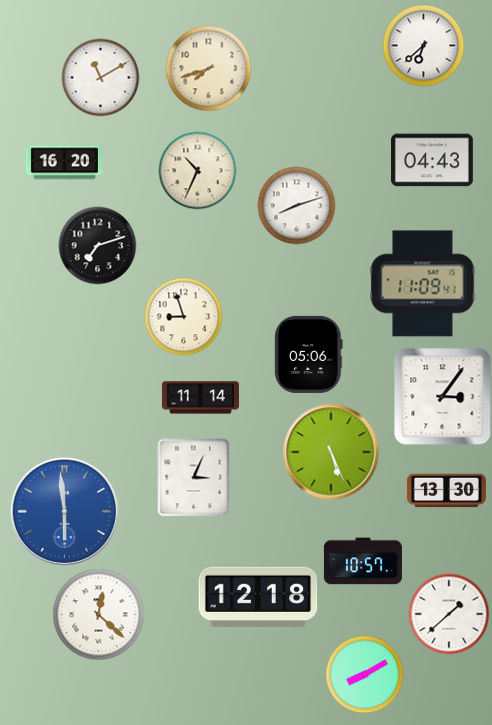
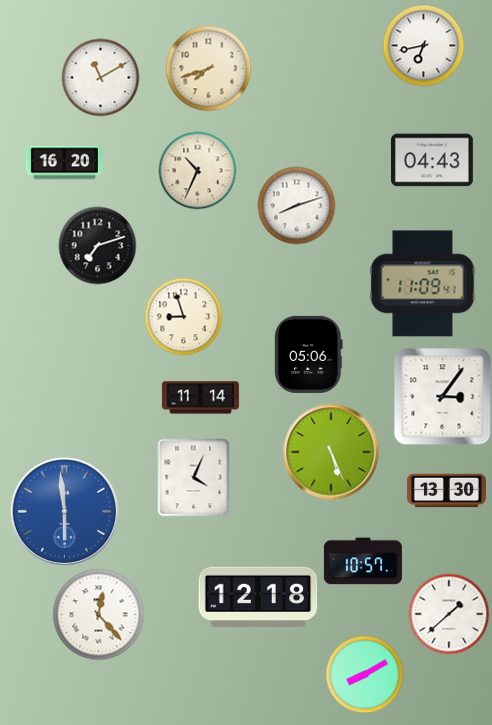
clock at (423, 45): 6:38 -> 6:43
clock at (194, 477): 3:04 -> 4:04
clock at (98, 614): 12:22 -> 12:23
